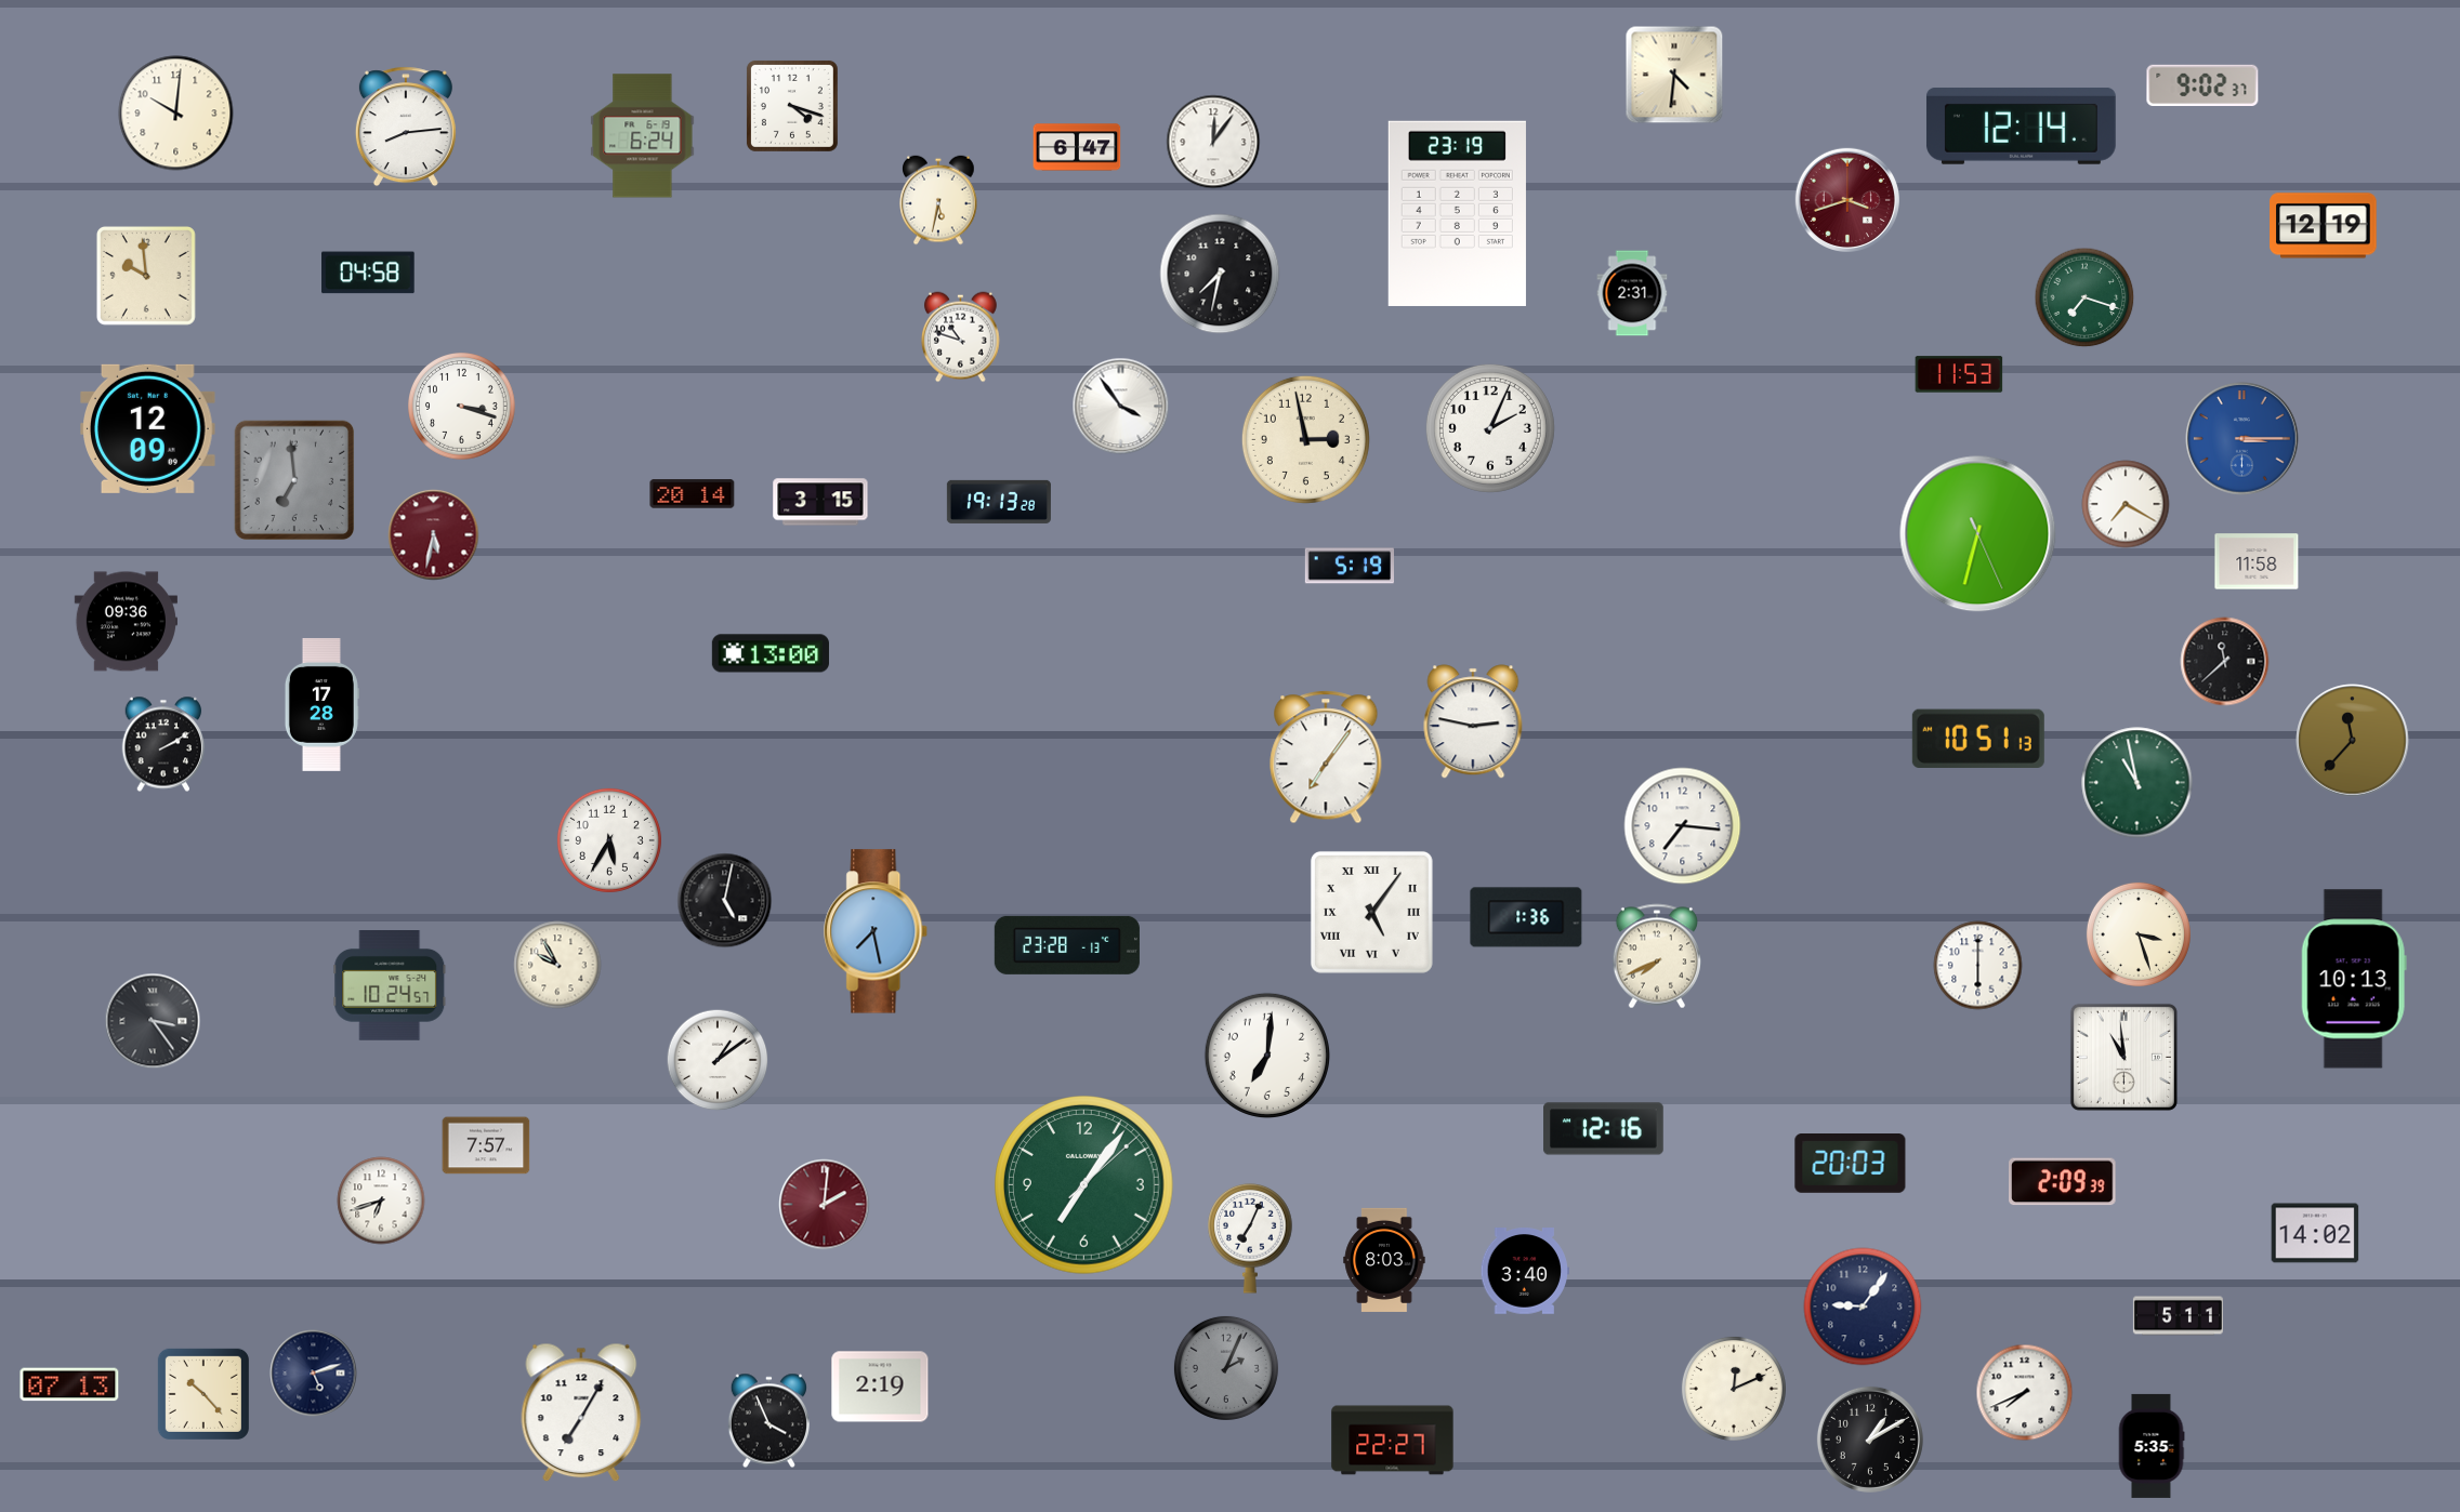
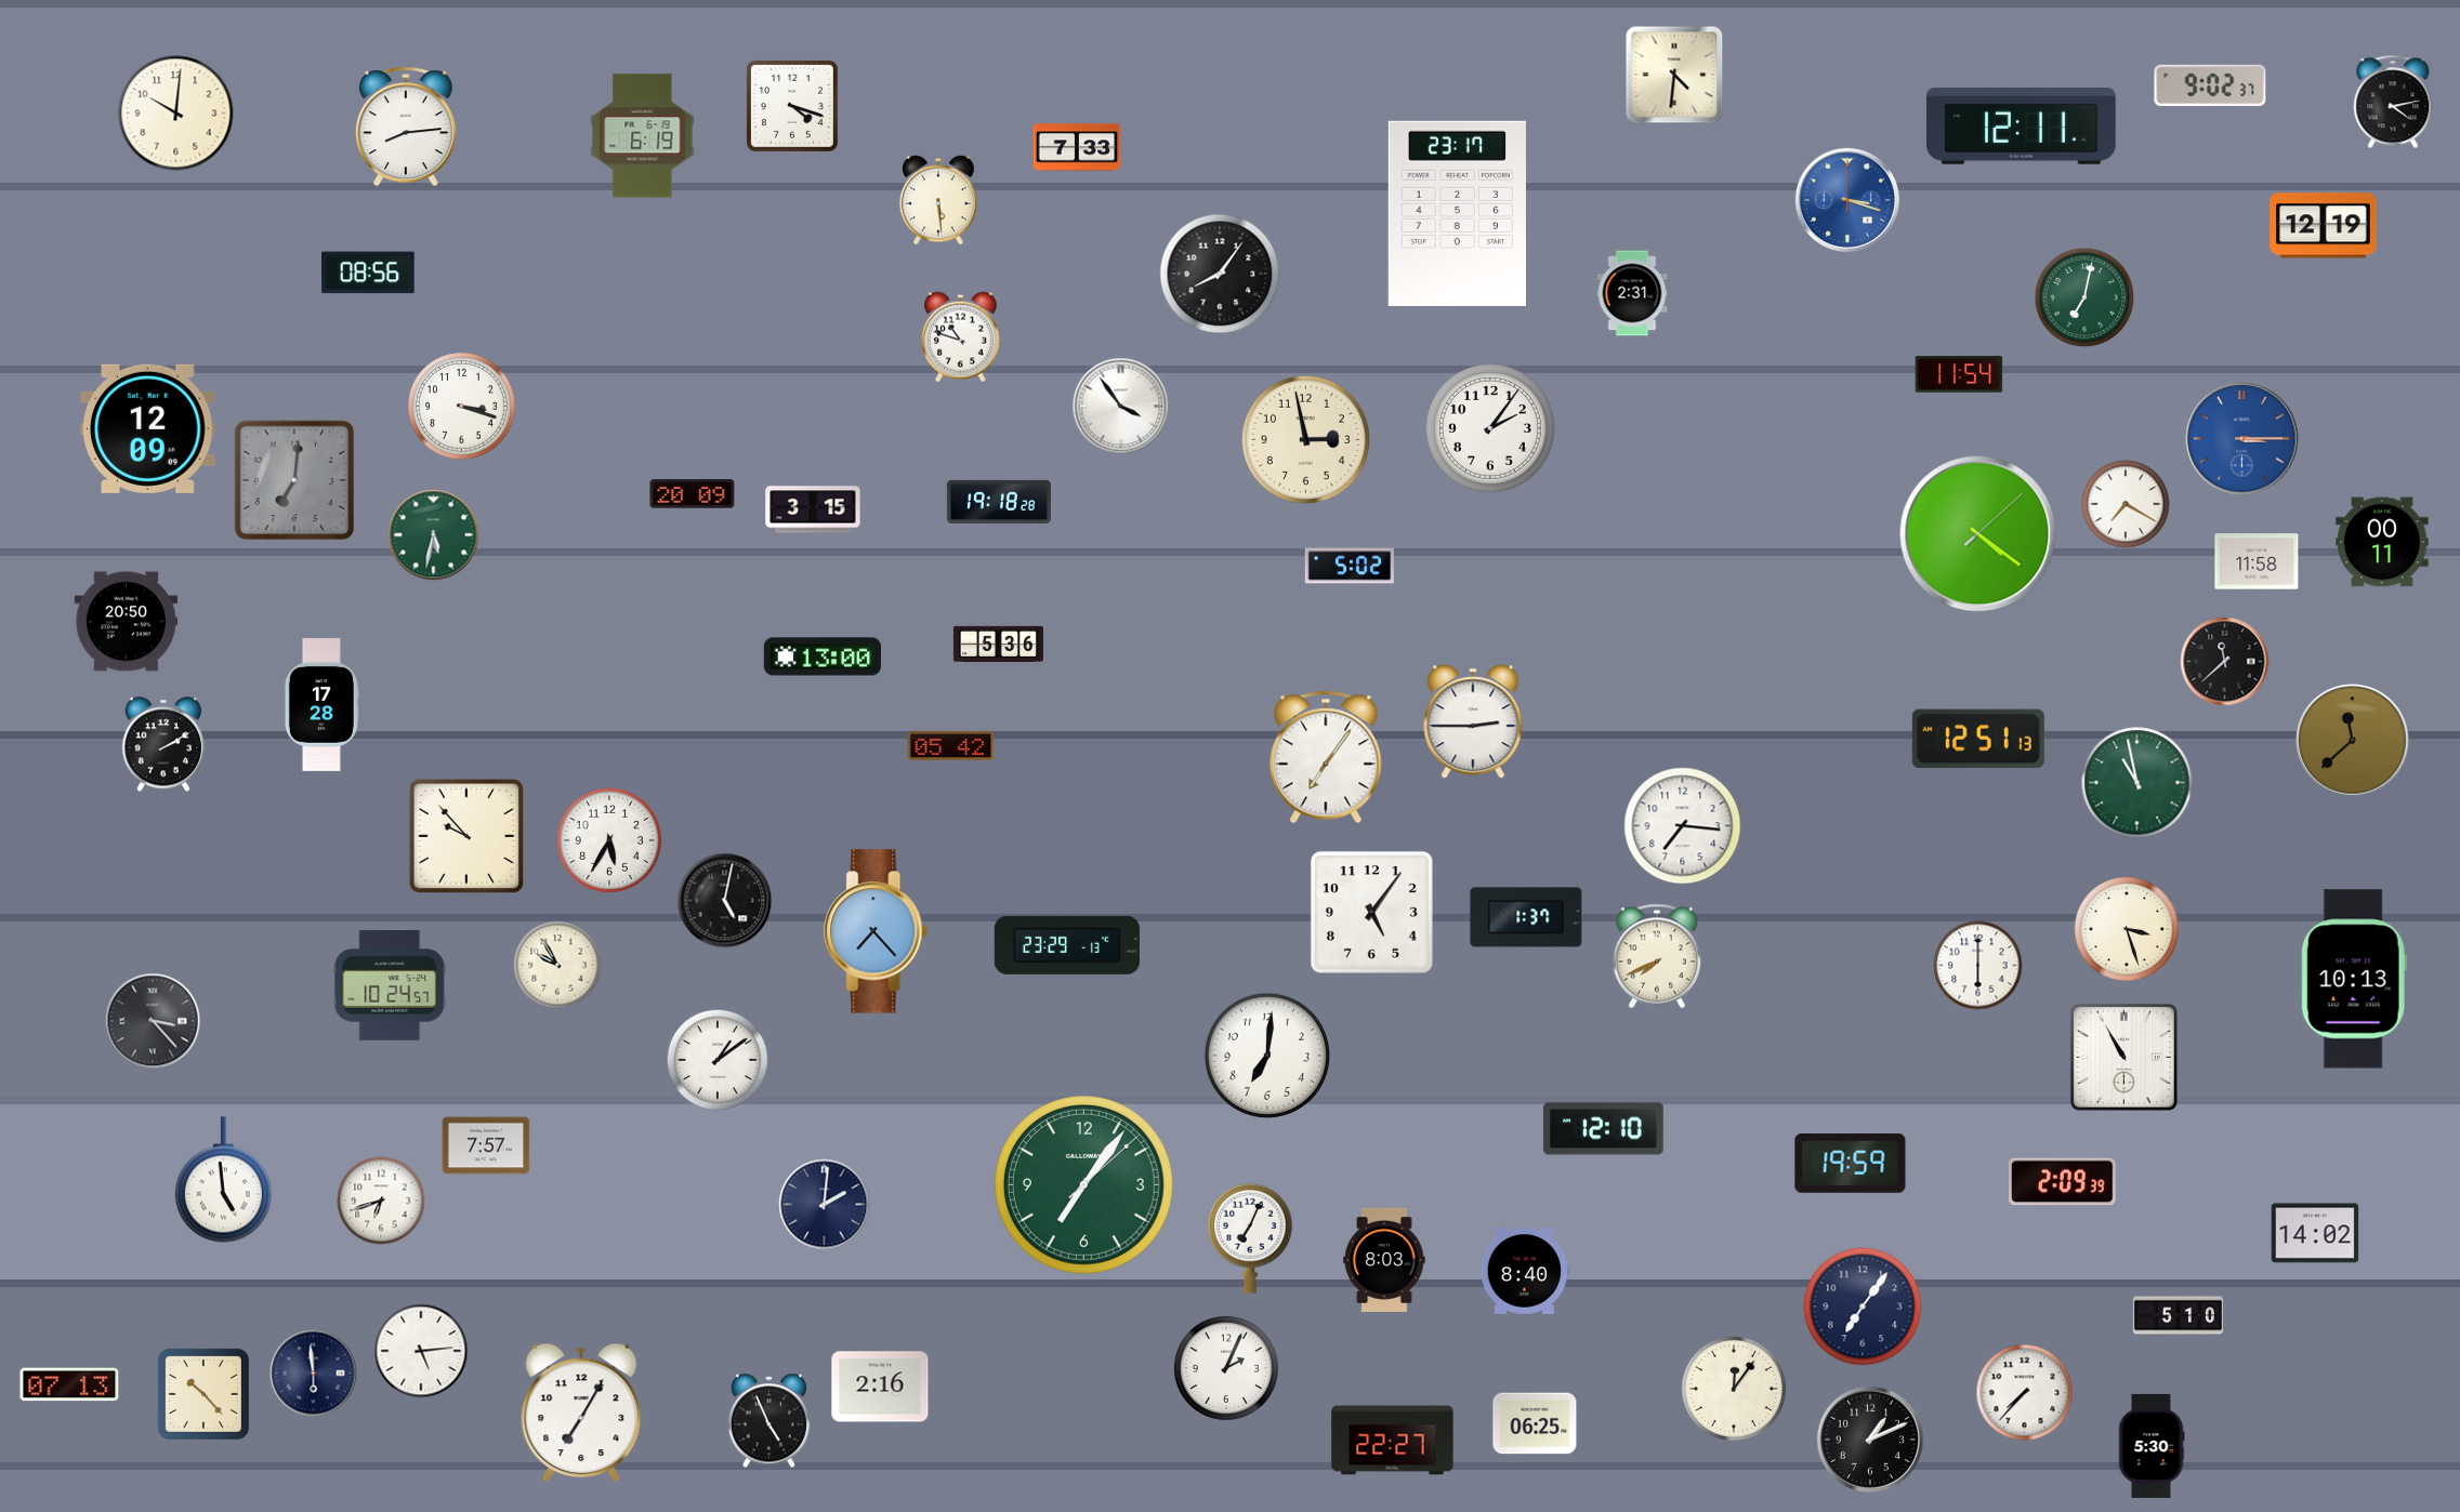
clock at (2202, 84) position: (2202, 84) -> (2210, 84)
clock at (2393, 102): none -> 4:13
clock at (2021, 125): 12:14 -> 12:11
clock at (643, 136): 6:24 -> 6:19
clock at (1213, 142): 12:06 -> none
clock at (1077, 147): 6:47 -> 7:33
clock at (938, 200): 5:32 -> 5:29
clock at (1847, 200): 3:42 -> 3:18
clock at (1847, 200) dial: burgundy -> blue
clock at (1457, 213): 23:19 -> 23:17
clock at (368, 273): 04:58 -> 08:56
clock at (1220, 274): 7:32 -> 8:06
clock at (146, 276): 9:59 -> none
clock at (2084, 297): 7:18 -> 7:02
clock at (1959, 374): 11:53 -> 11:54
clock at (1490, 428): 2:04 -> 2:06
clock at (294, 480): 6:59 -> 7:01
clock at (693, 494): 20:14 -> 20:09
clock at (820, 502) position: (820, 502) -> (813, 509)
clock at (999, 502): 19:13 -> 19:18
clock at (1978, 534): 6:32 -> 4:21
clock at (434, 535) dial: burgundy -> green
clock at (2382, 542): none -> 00:11
clock at (1349, 566): 5:19 -> 5:02
clock at (126, 622): 09:36 -> 20:50
clock at (998, 644): none -> 5:36
clock at (771, 653) position: (771, 653) -> (823, 656)
clock at (1473, 721): 2:47 -> 2:45
clock at (1978, 739): 10:51 -> 12:51
clock at (2353, 741): 11:37 -> 11:38
clock at (951, 745): none -> 05:42
clock at (466, 836): none -> 9:53
clock at (1371, 912) numerals: Roman -> Arabic
clock at (1526, 917): 1:36 -> 1:37
clock at (877, 931): 7:28 -> 7:23
clock at (2139, 934) position: (2139, 934) -> (2127, 929)
clock at (1067, 945): 23:28 -> 23:29
clock at (153, 1021): 3:24 -> 3:23
clock at (2123, 1057): 10:59 -> 10:55
clock at (1604, 1129): 12:16 -> 12:10
clock at (1851, 1164): 20:03 -> 19:59
clock at (223, 1180): none -> 4:59
clock at (825, 1205) dial: burgundy -> navy
clock at (1524, 1272): 3:40 -> 8:40
clock at (1863, 1307): 9:06 -> 7:06
clock at (2178, 1316): 5:11 -> 5:10
clock at (421, 1351): none -> 5:14
clock at (1226, 1368) dial: grey -> white
clock at (314, 1374): 5:12 -> 5:59
clock at (880, 1387): 2:19 -> 2:16
clock at (1734, 1389): 12:11 -> 12:06
clock at (2025, 1393): 7:41 -> 7:37
clock at (768, 1421): 3:56 -> 4:56
clock at (1535, 1423): none -> 06:25
clock at (1870, 1440): 1:10 -> 1:11
clock at (2152, 1446): 5:35 -> 5:30
